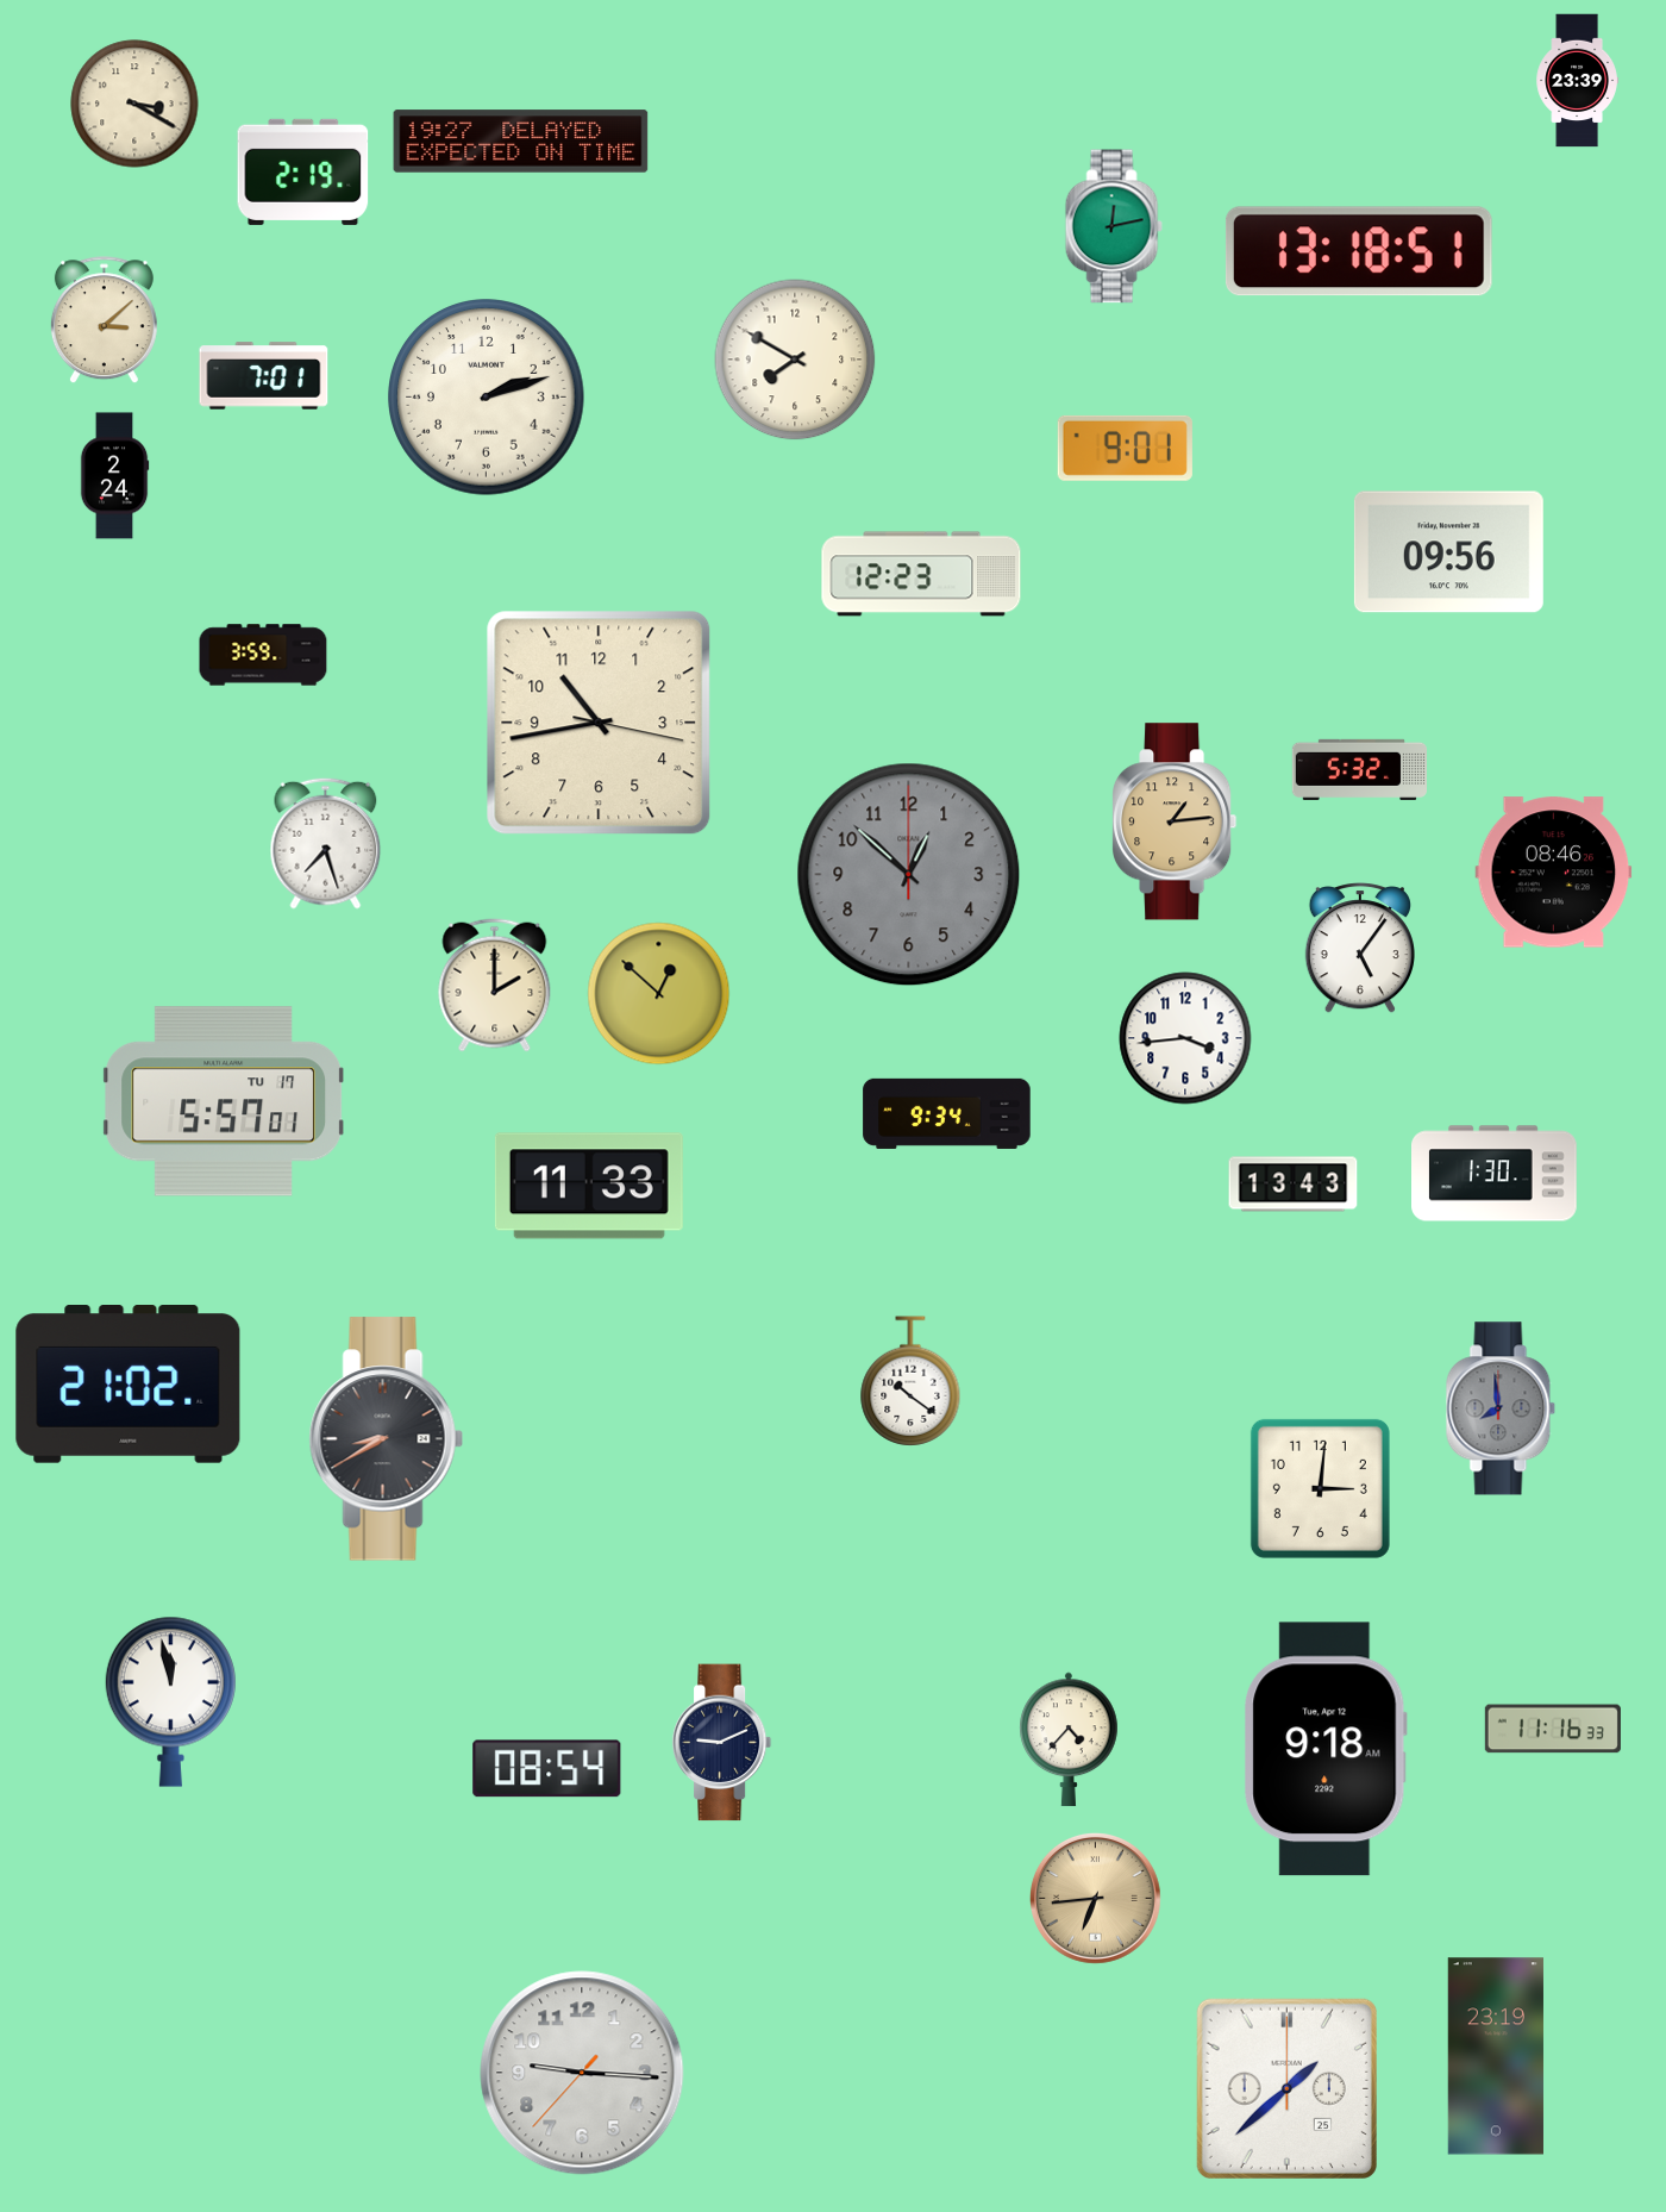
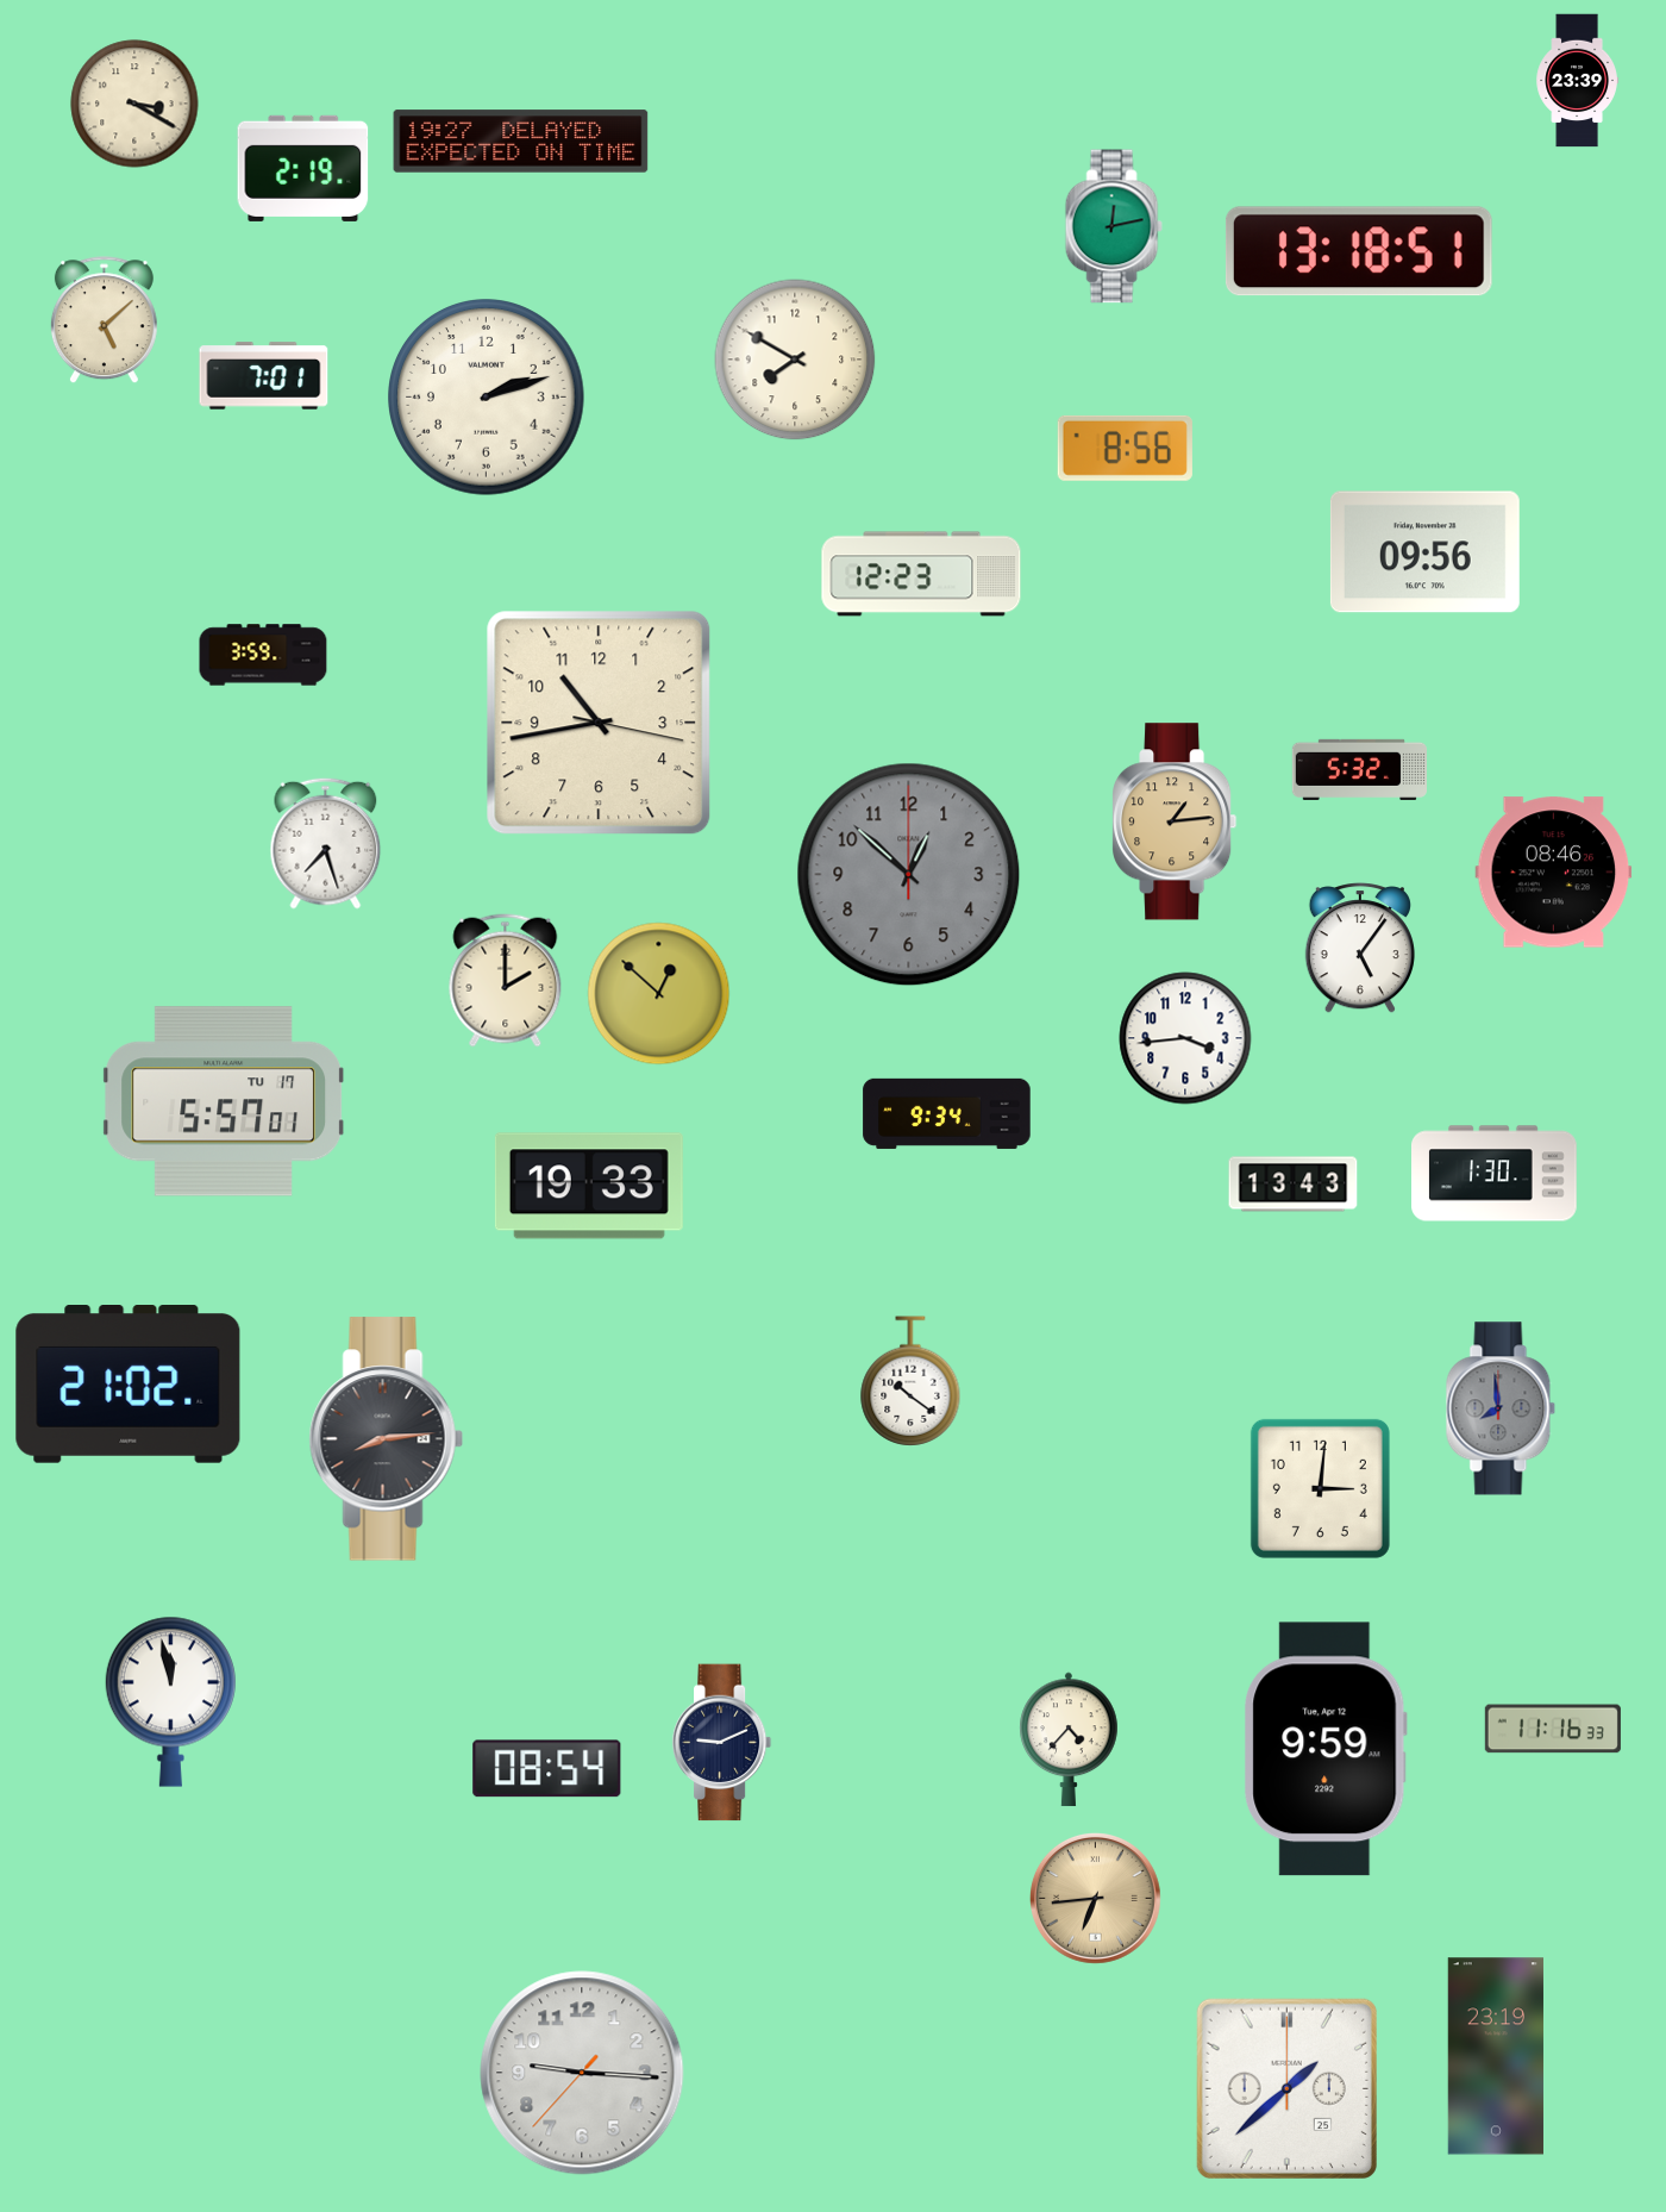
clock at (303, 171) position: (303, 171) -> (303, 168)
clock at (104, 320): 3:08 -> 5:08
clock at (1125, 448): 9:01 -> 8:56
clock at (114, 476): 2:24 -> none
clock at (1448, 552) position: (1448, 552) -> (1424, 552)
clock at (495, 986) position: (495, 986) -> (506, 981)
clock at (589, 1186): 11:33 -> 19:33
clock at (386, 1439): 8:40 -> 8:14
clock at (1326, 1749): 9:18 -> 9:59
